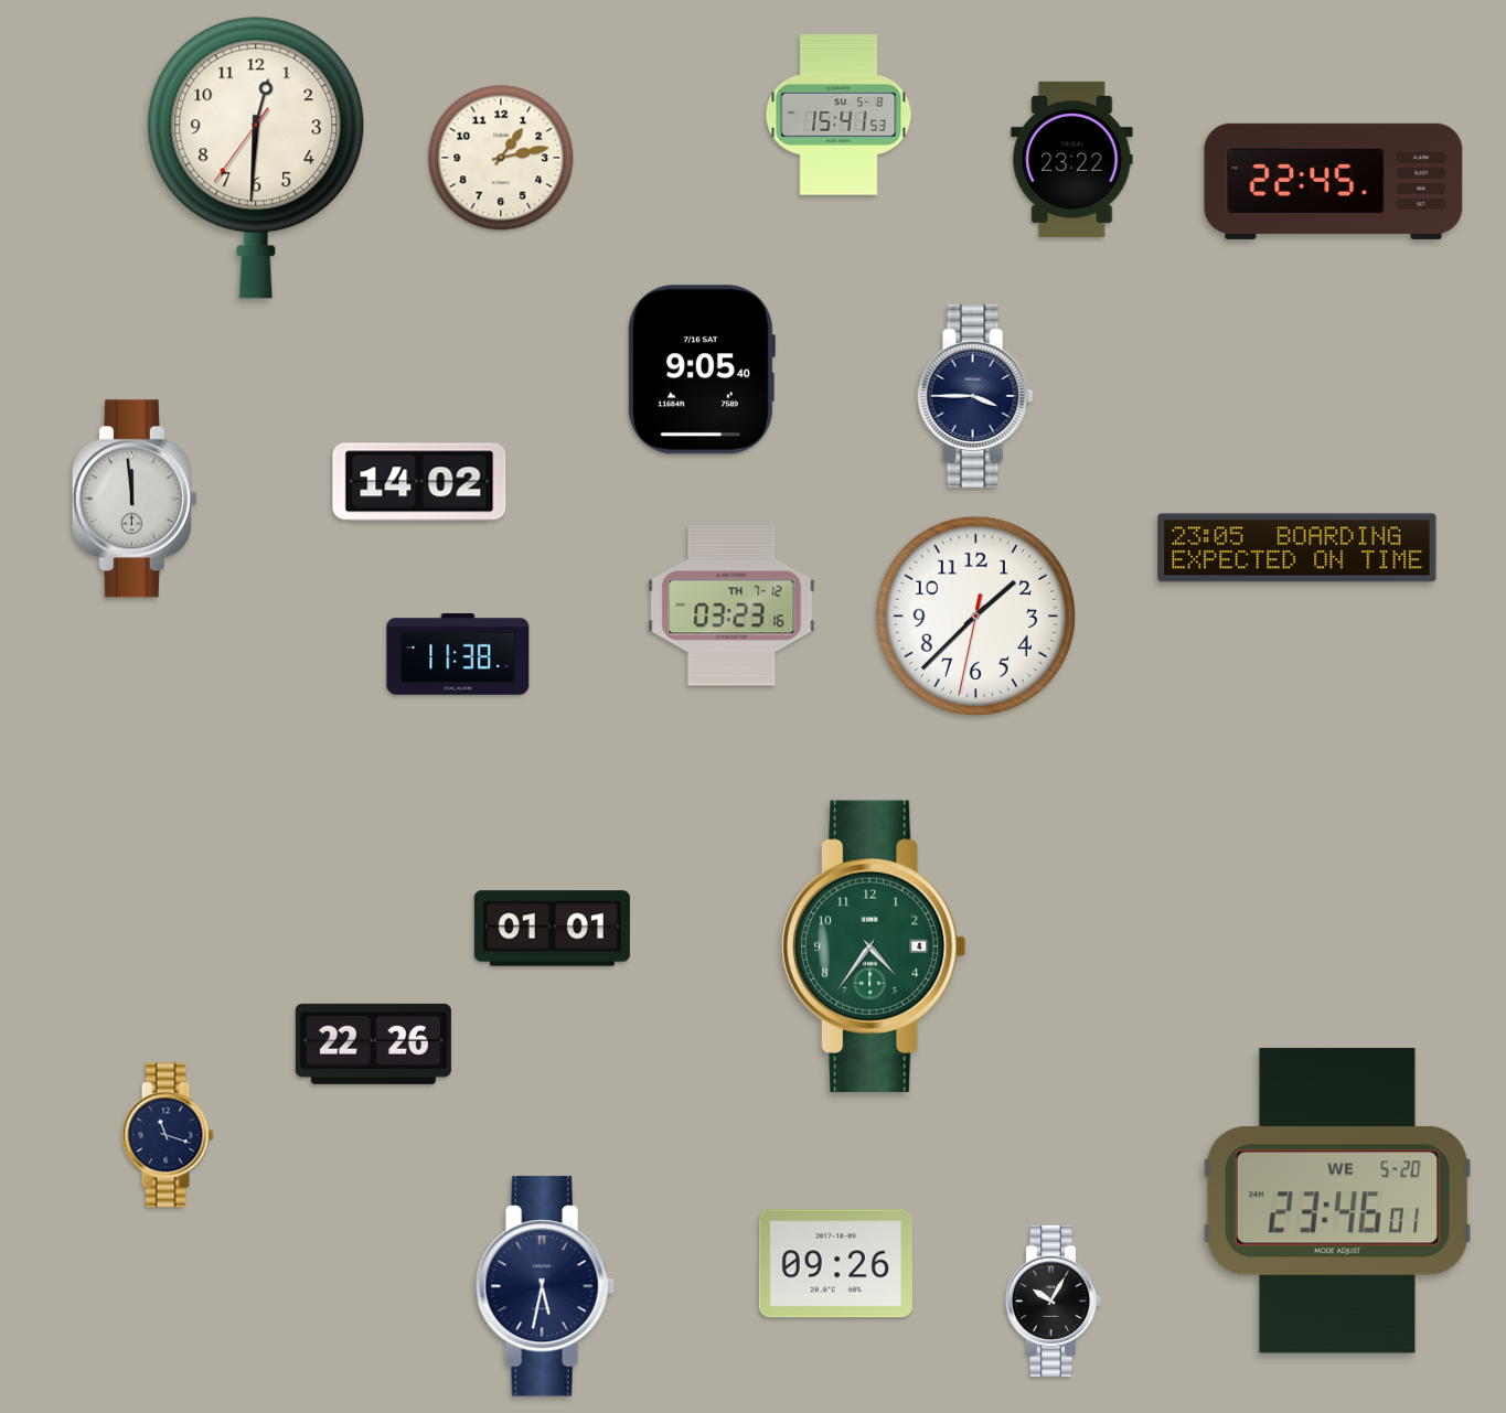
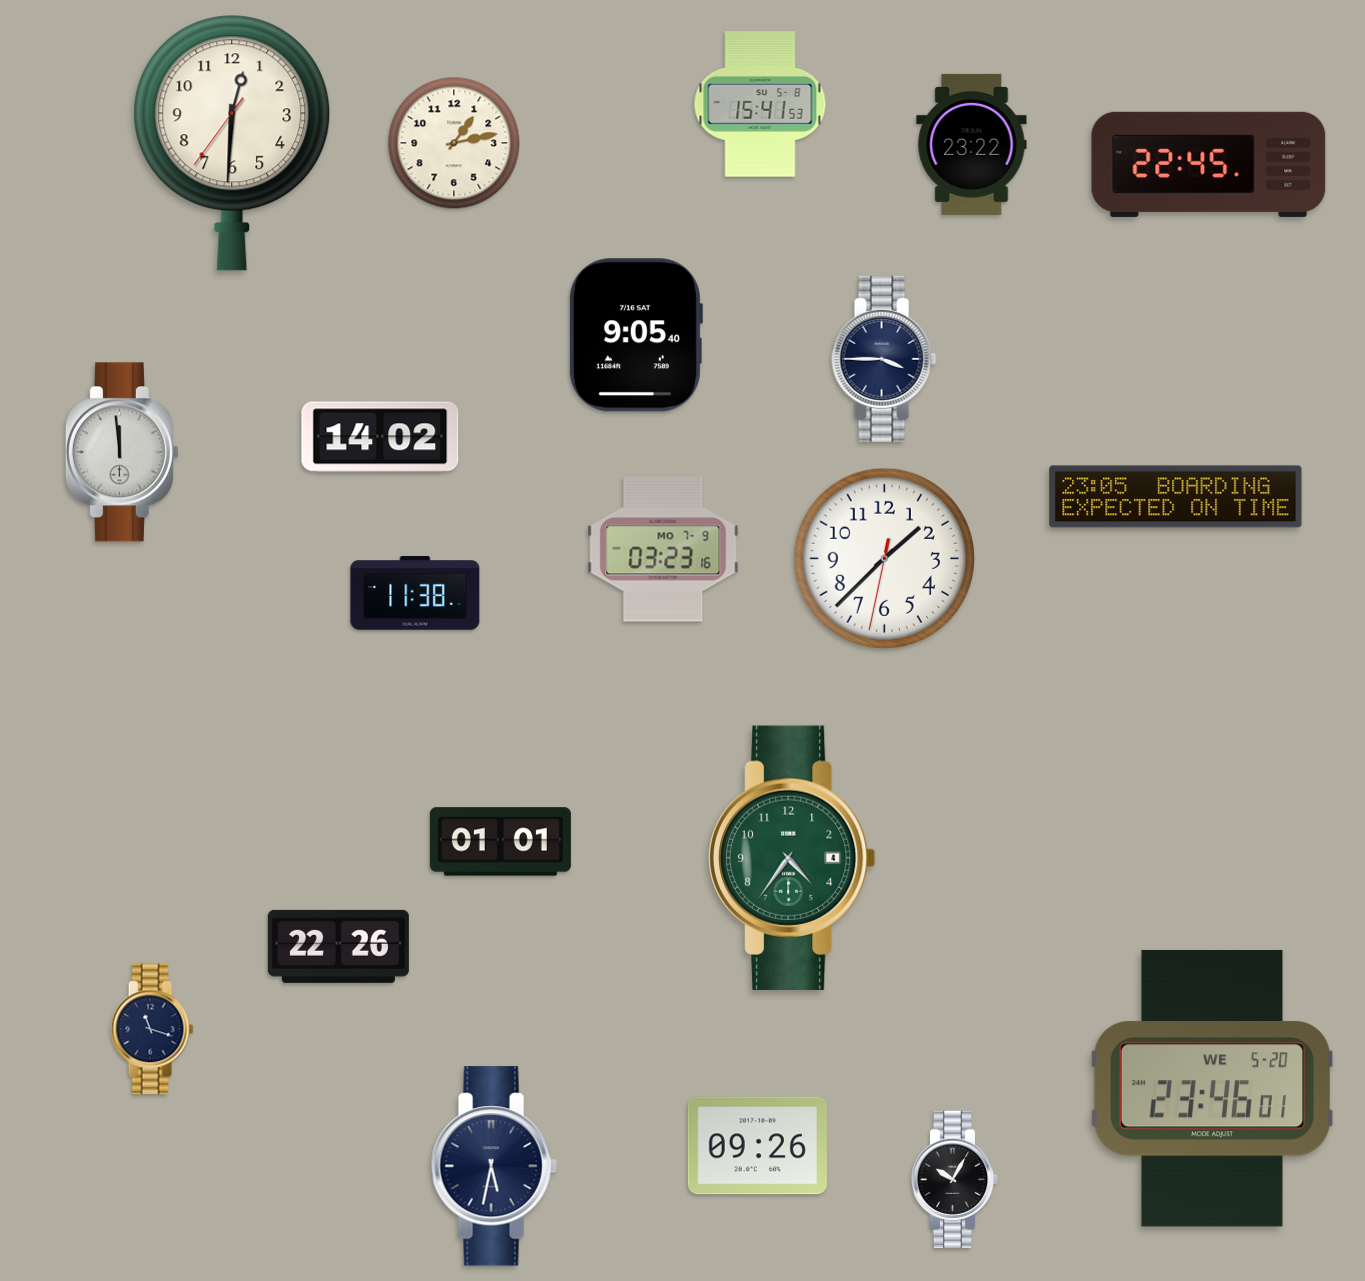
clock at (731, 606) date: TH 7-12 -> MO 7-9
